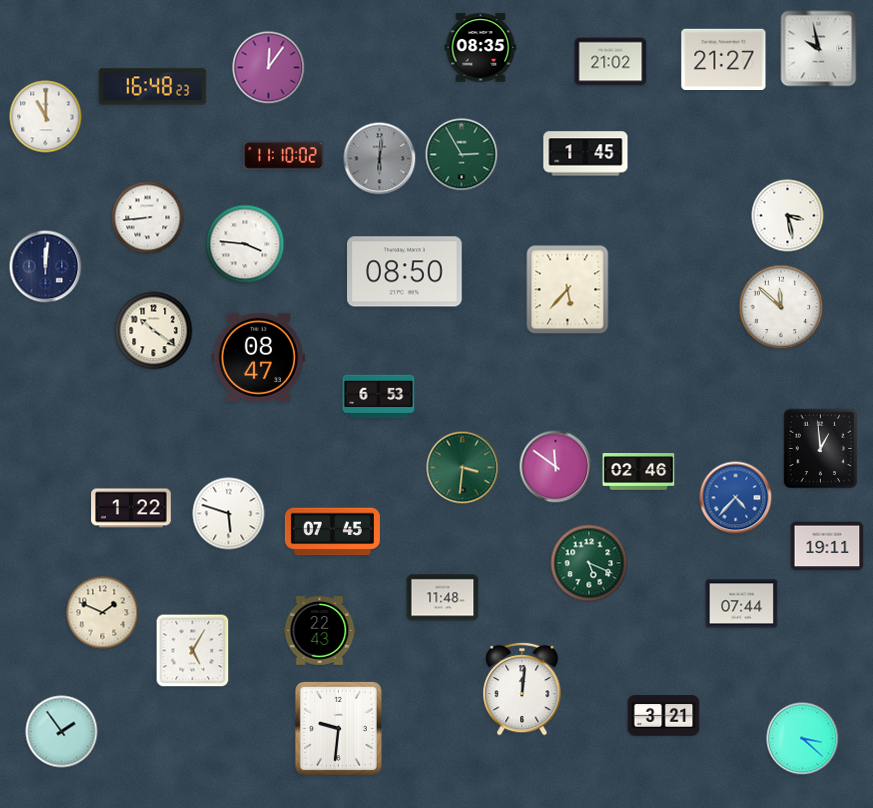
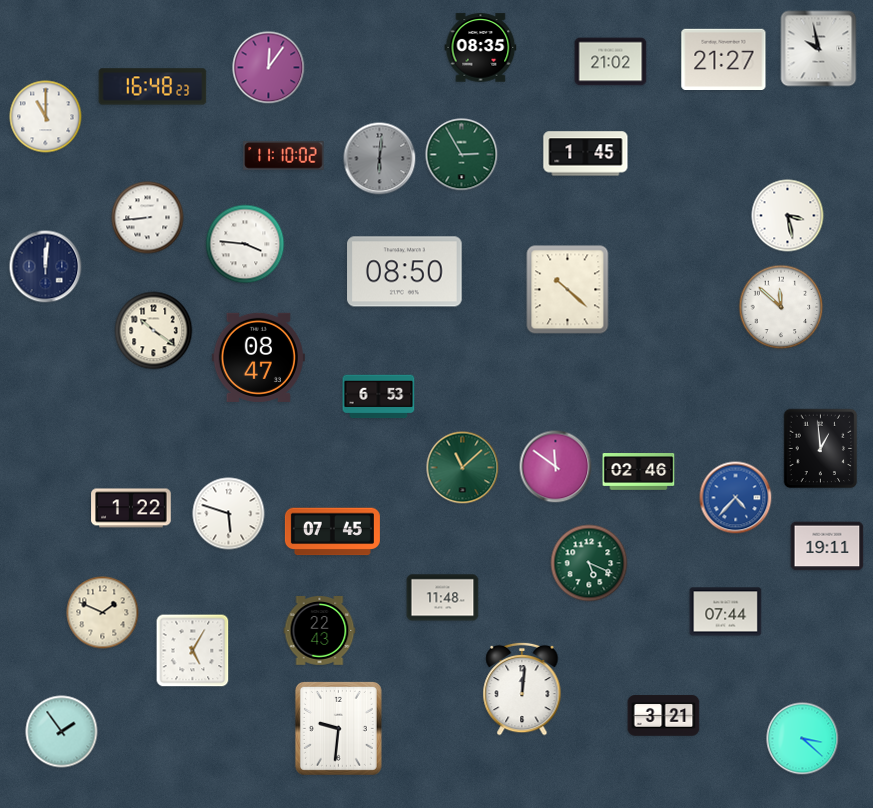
clock at (568, 290): 5:37 -> 10:22
clock at (463, 468): 3:31 -> 11:08
clock at (742, 604) position: (742, 604) -> (726, 612)
